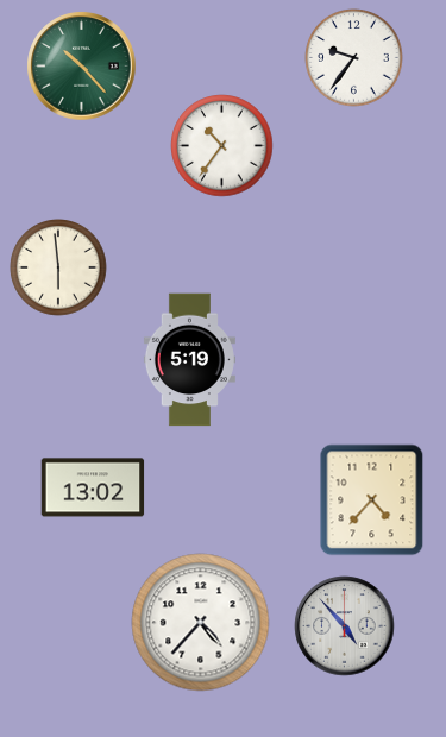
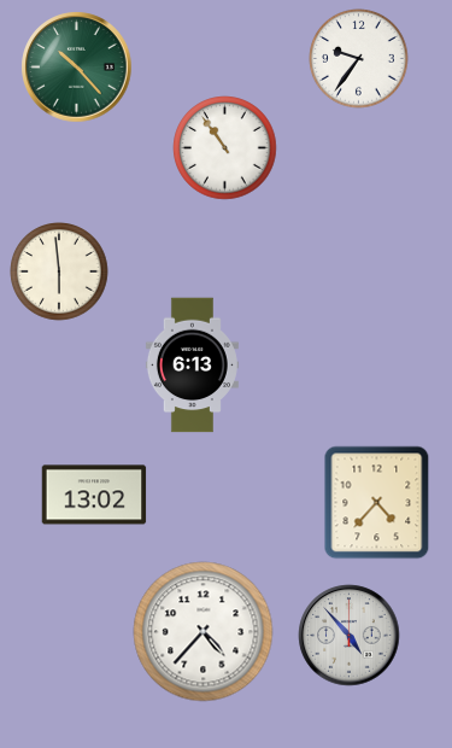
clock at (82, 67) position: (82, 67) -> (77, 68)
clock at (222, 146): 10:36 -> 10:54
clock at (189, 360): 5:19 -> 6:13
clock at (372, 500) position: (372, 500) -> (377, 503)
